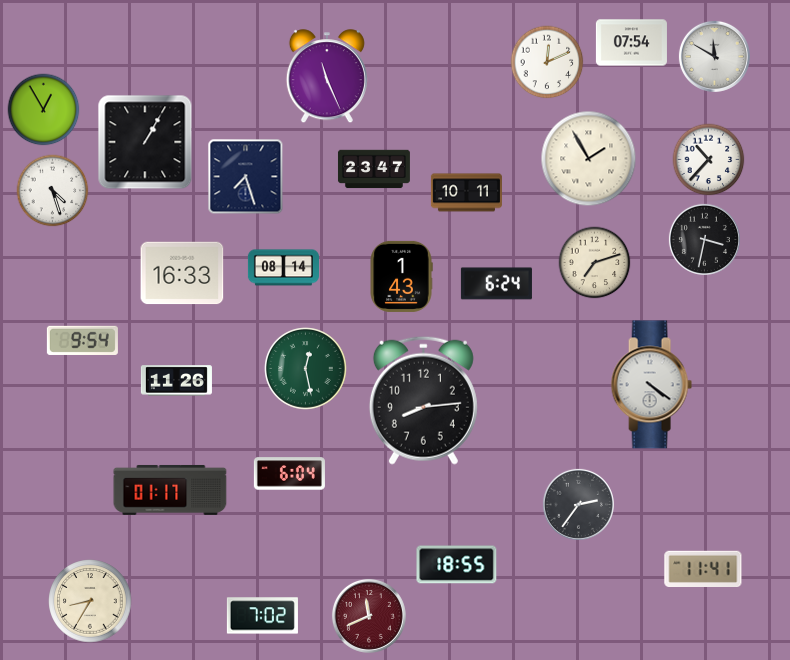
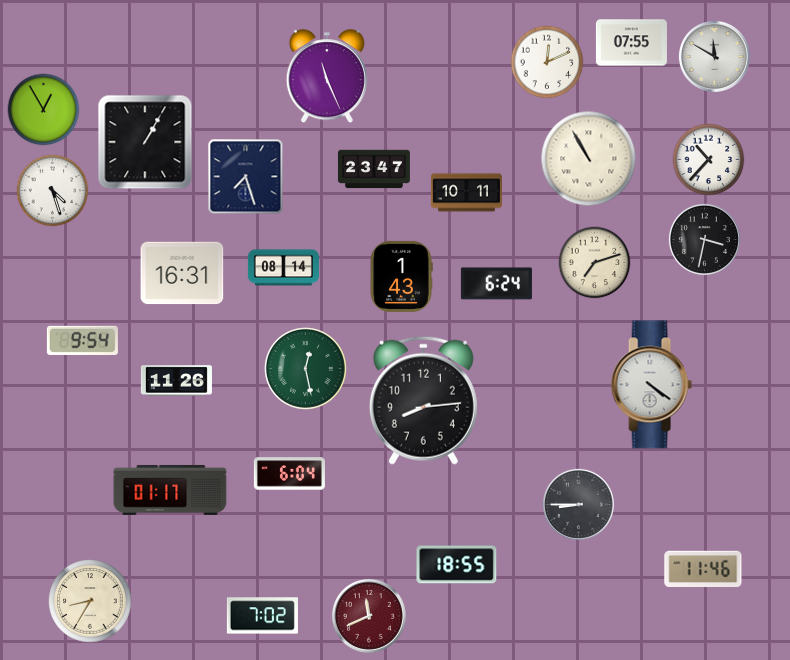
clock at (631, 43): 07:54 -> 07:55
clock at (589, 159): 1:55 -> 10:55
clock at (182, 273): 16:33 -> 16:31
clock at (578, 504): 2:36 -> 8:45
clock at (703, 568): 11:41 -> 11:46
